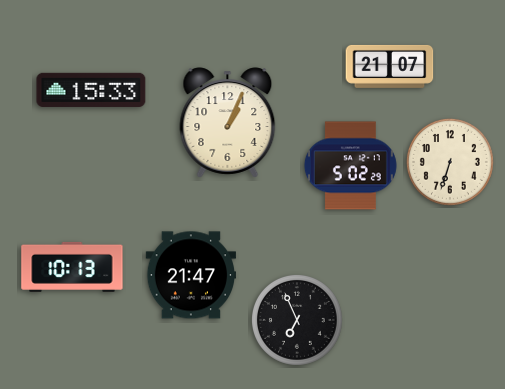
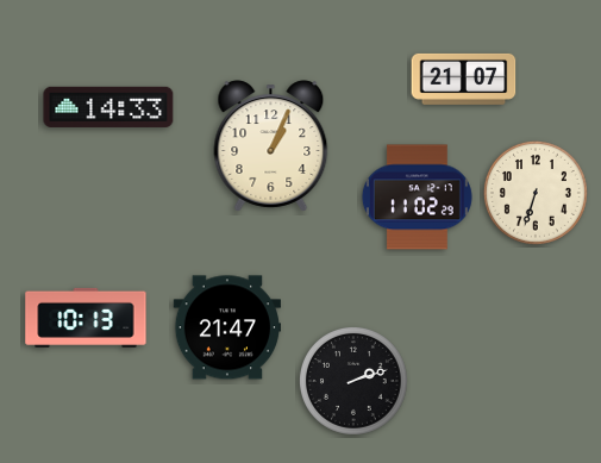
clock at (91, 89): 15:33 -> 14:33
clock at (350, 166): 5:02 -> 11:02
clock at (297, 320): 6:56 -> 2:12
